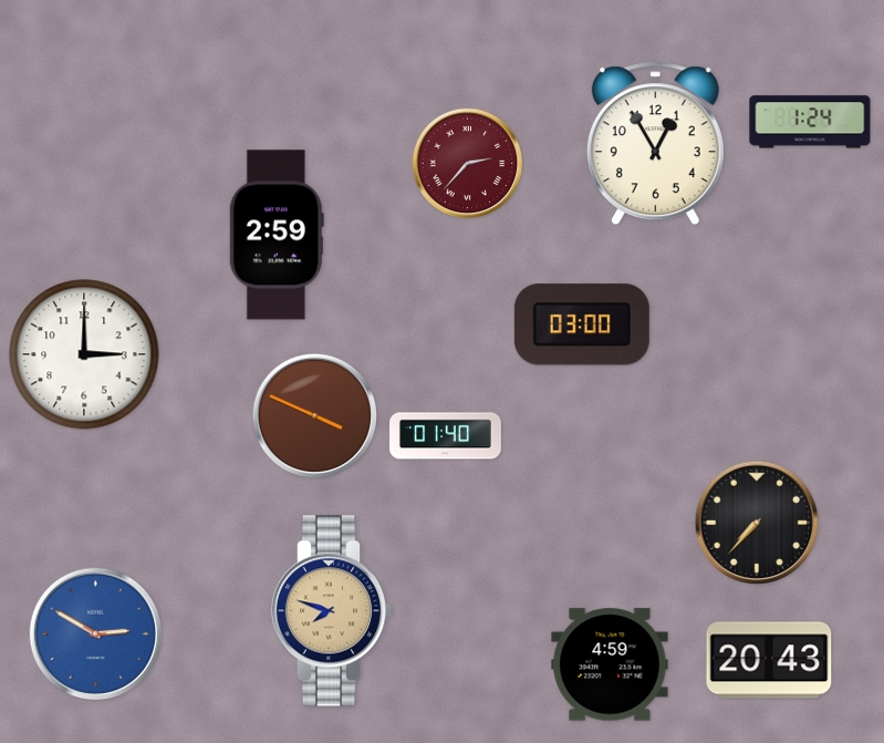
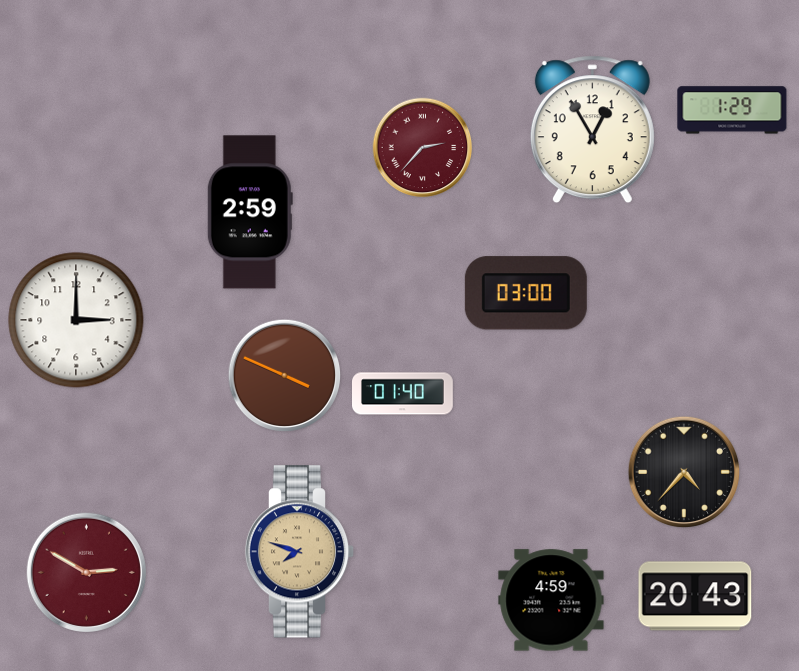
clock at (810, 122): 1:24 -> 1:29
clock at (757, 523): 7:37 -> 4:37
clock at (95, 633) dial: blue -> burgundy
